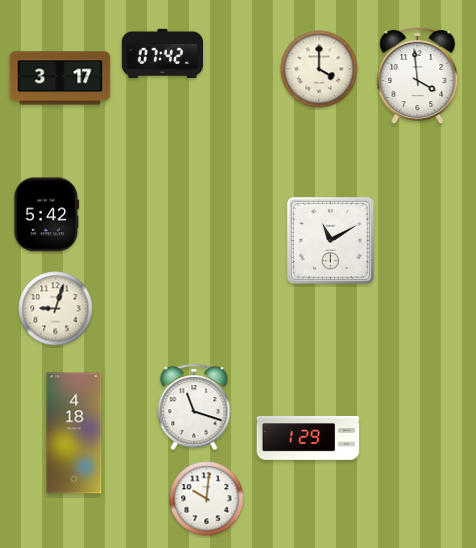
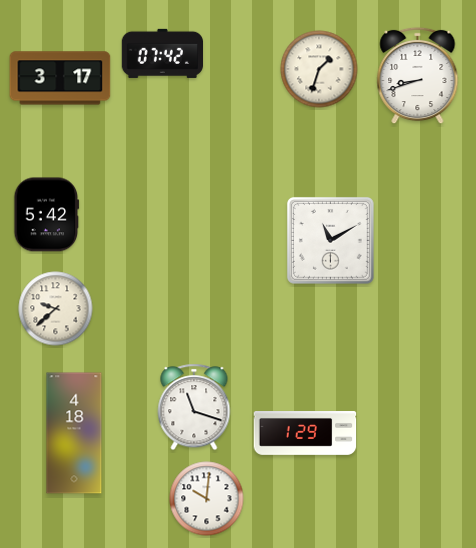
clock at (319, 69): 4:00 -> 1:33
clock at (418, 76): 3:59 -> 8:42
clock at (56, 309): 9:03 -> 9:38
clock at (308, 439) position: (308, 439) -> (305, 434)
